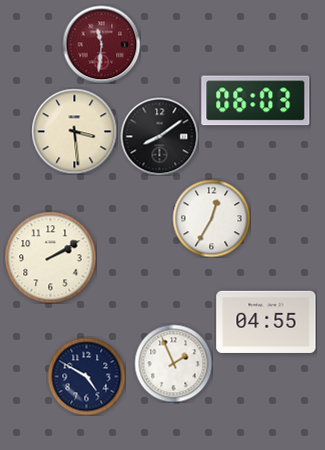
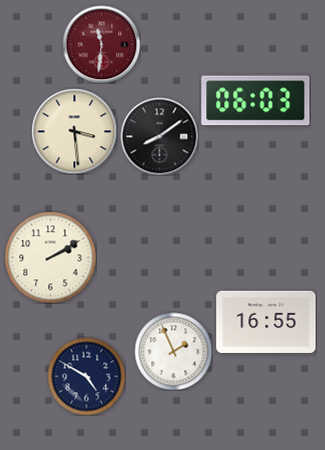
clock at (211, 218): 12:35 -> none
clock at (266, 322): 04:55 -> 16:55
clock at (173, 363) position: (173, 363) -> (173, 351)
